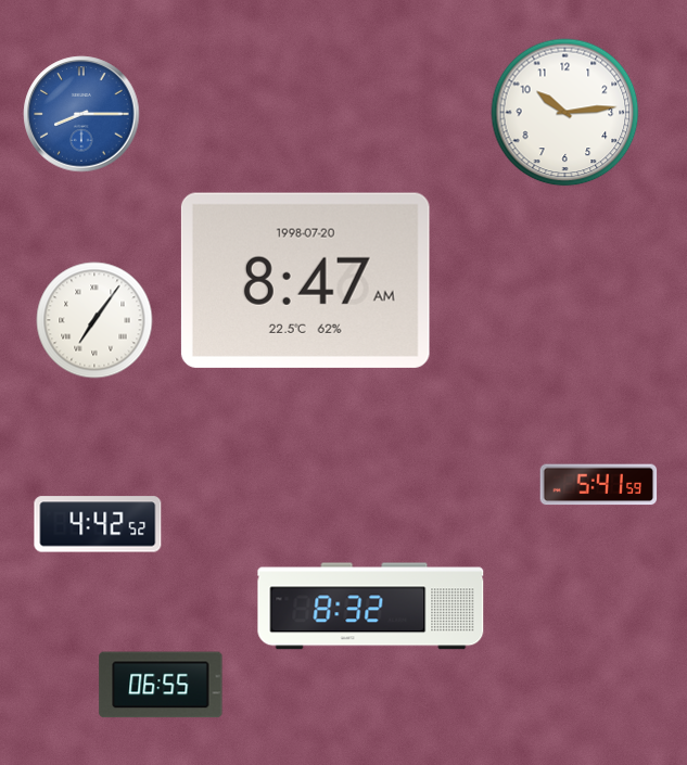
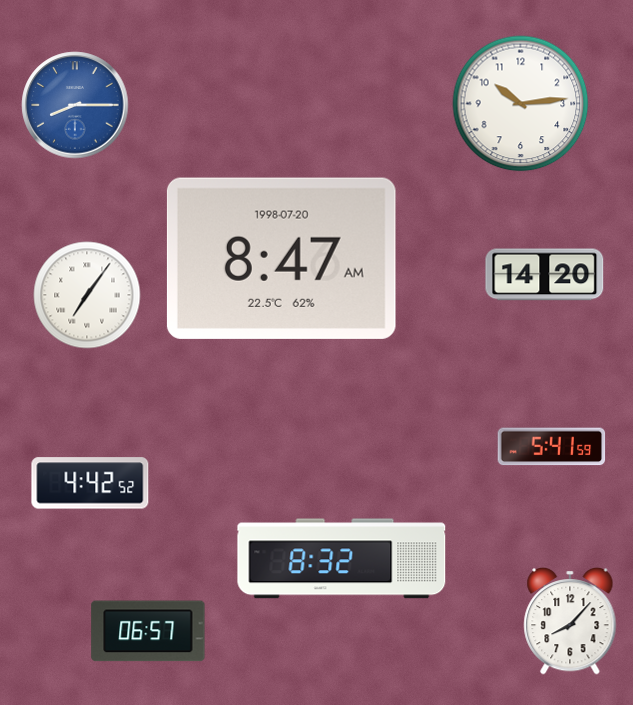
clock at (545, 275): none -> 14:20
clock at (570, 621): none -> 8:07
clock at (161, 685): 06:55 -> 06:57
